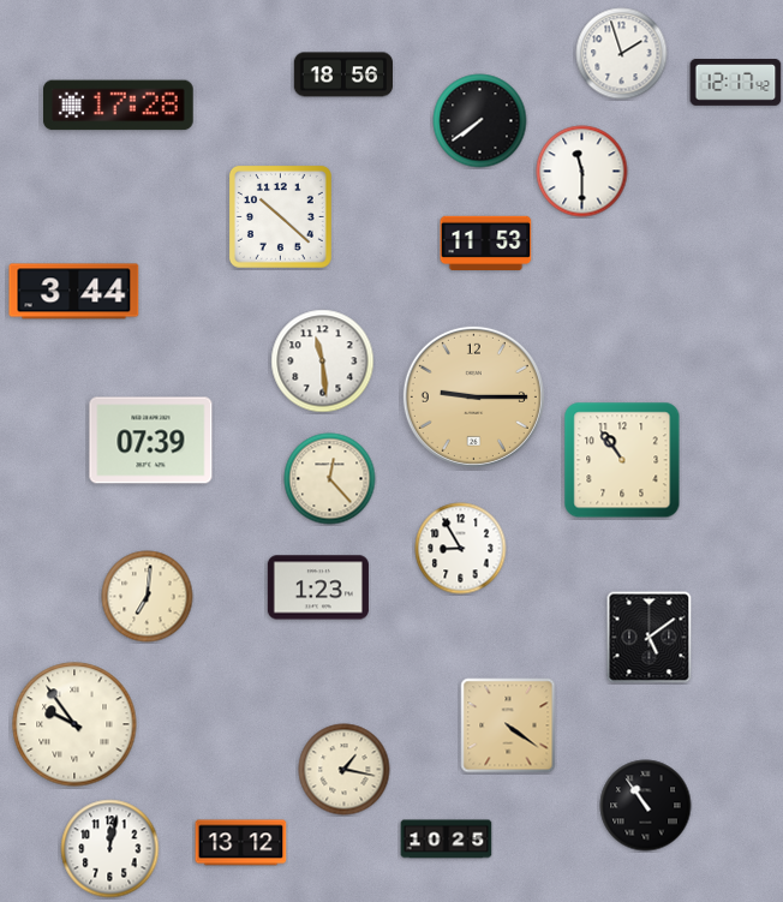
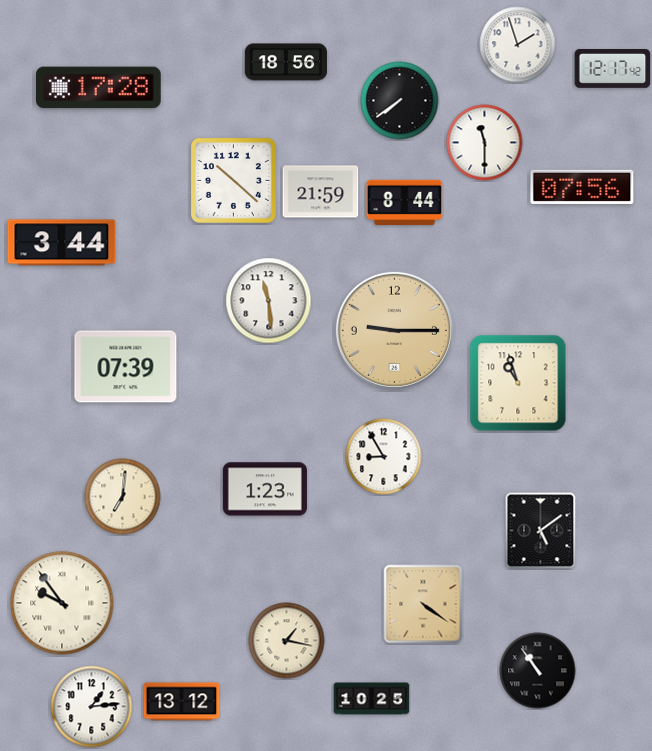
clock at (582, 186): none -> 07:56
clock at (321, 192): none -> 21:59
clock at (486, 243): 11:53 -> 8:44
clock at (622, 460): 10:54 -> 10:57
clock at (330, 479): 12:23 -> none
clock at (241, 843) position: (241, 843) -> (182, 702)
clock at (110, 849): 12:02 -> 1:14
